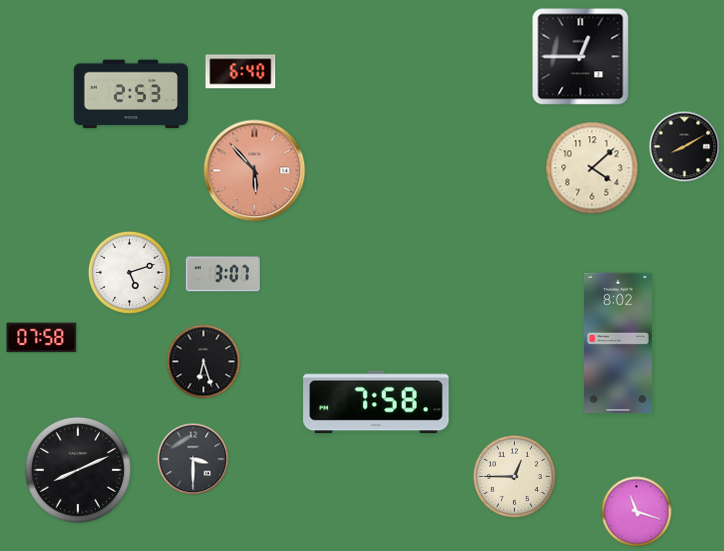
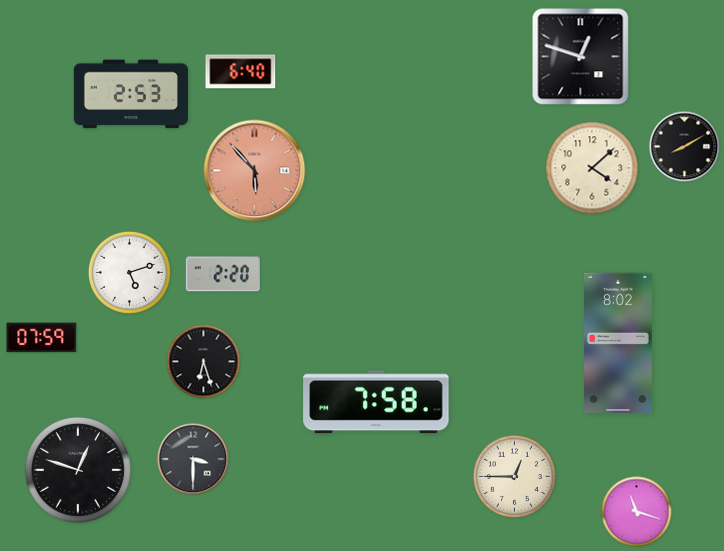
clock at (581, 57): 12:45 -> 12:48
clock at (223, 274): 3:07 -> 2:20
clock at (42, 338): 07:58 -> 07:59
clock at (78, 470): 8:11 -> 12:48
